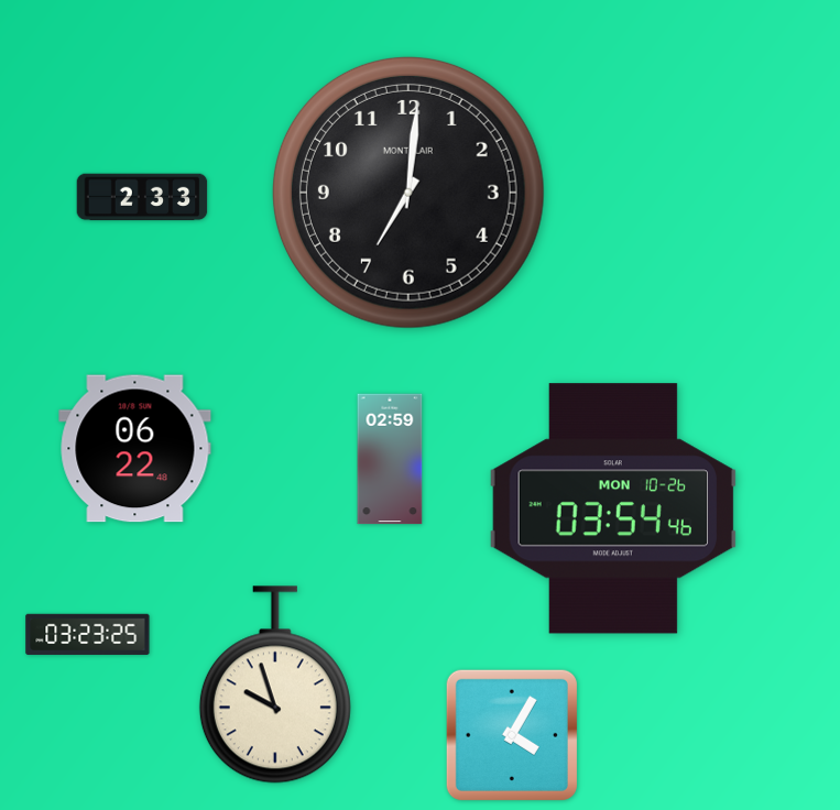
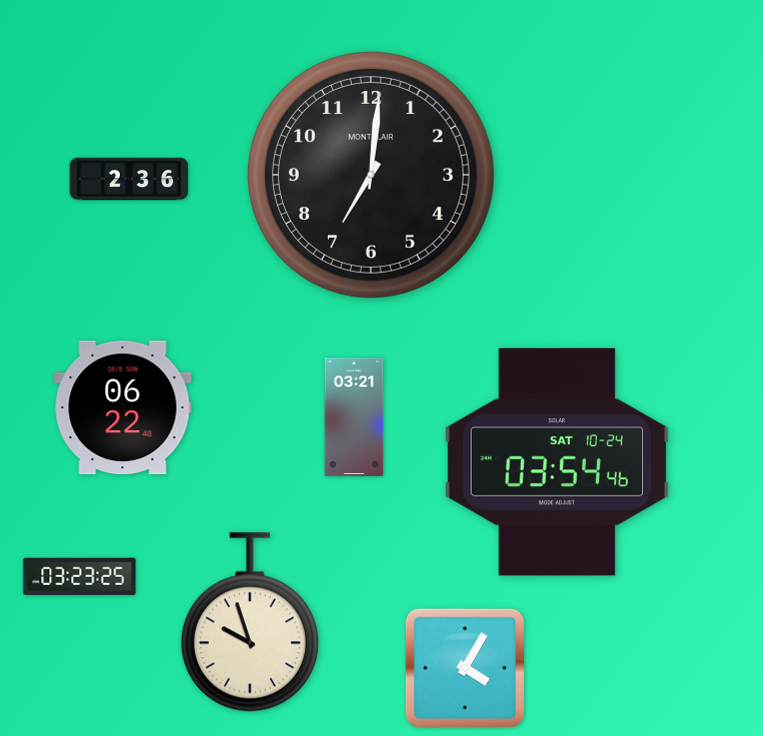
clock at (142, 197): 2:33 -> 2:36
clock at (390, 459): 02:59 -> 03:21
clock at (612, 508) date: MON 10-26 -> SAT 10-24
